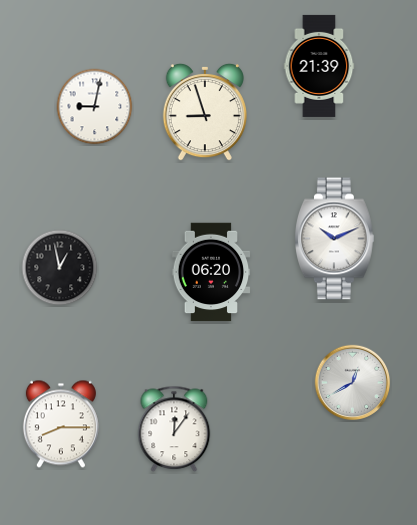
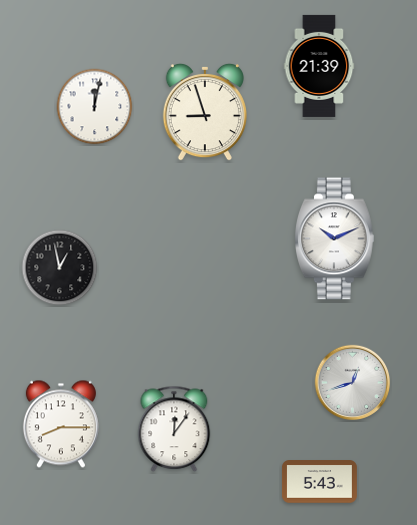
clock at (95, 107): 9:02 -> 12:02
clock at (211, 272): 06:20 -> none
clock at (353, 383): 12:40 -> 12:42
clock at (319, 482): none -> 5:43
